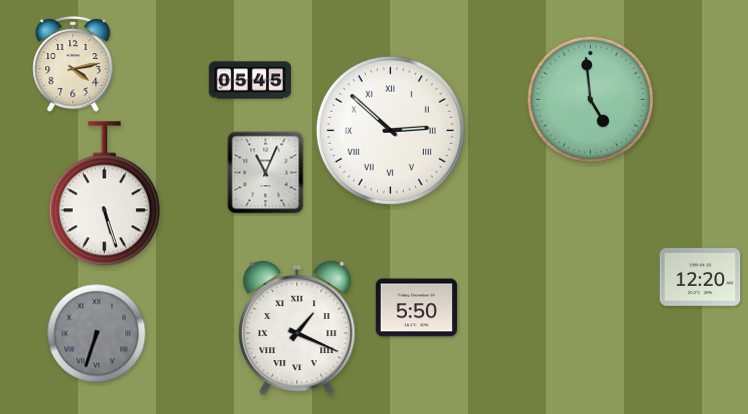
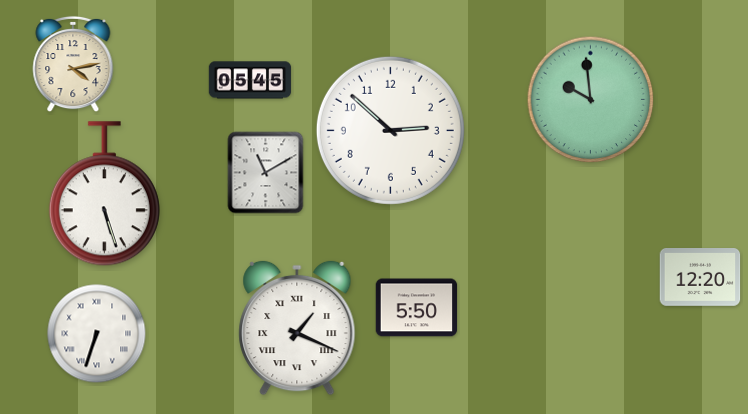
clock at (591, 100): 4:59 -> 9:59
clock at (390, 130) numerals: Roman -> Arabic
clock at (266, 173): 11:04 -> 11:10
clock at (97, 334) dial: grey -> white
